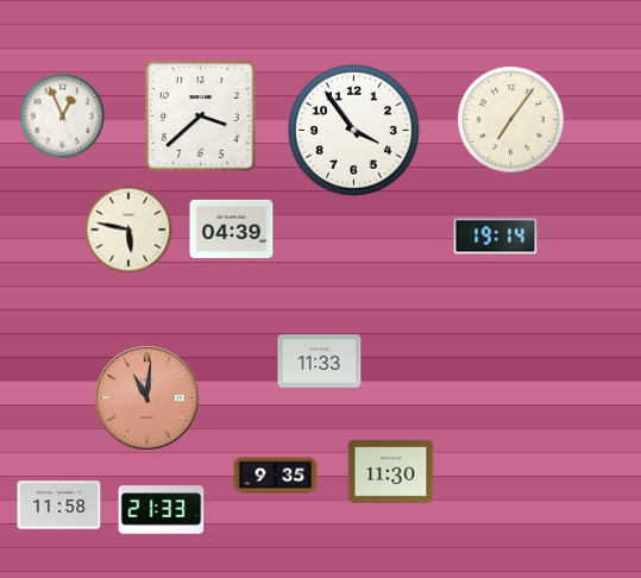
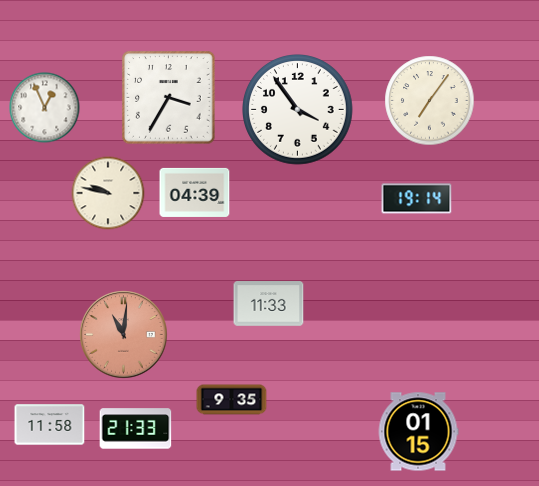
clock at (63, 117) position: (63, 117) -> (45, 108)
clock at (201, 117): 3:38 -> 3:35
clock at (128, 230): 5:47 -> 9:47
clock at (391, 472): 11:30 -> none
clock at (418, 432): none -> 01:15
